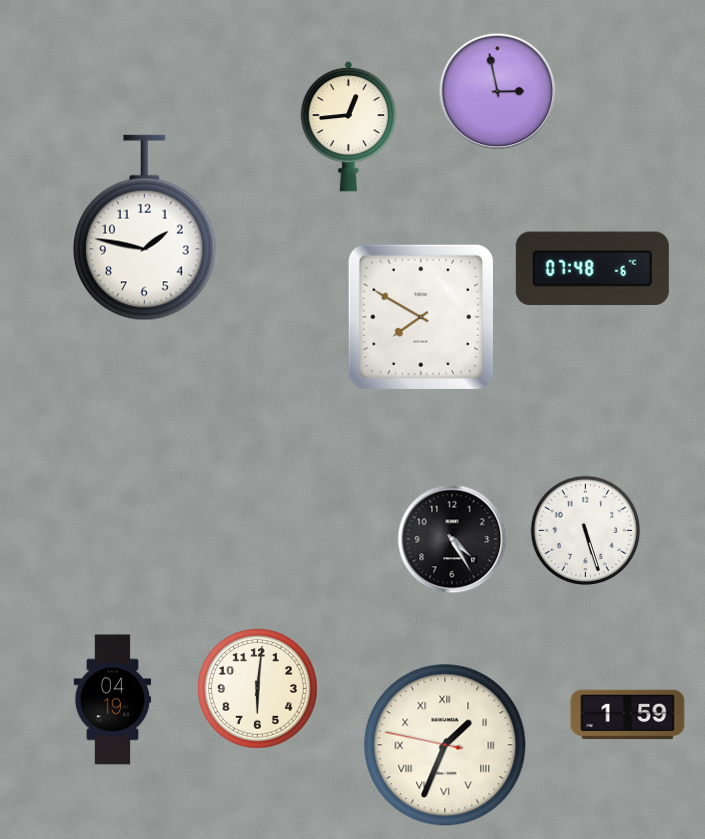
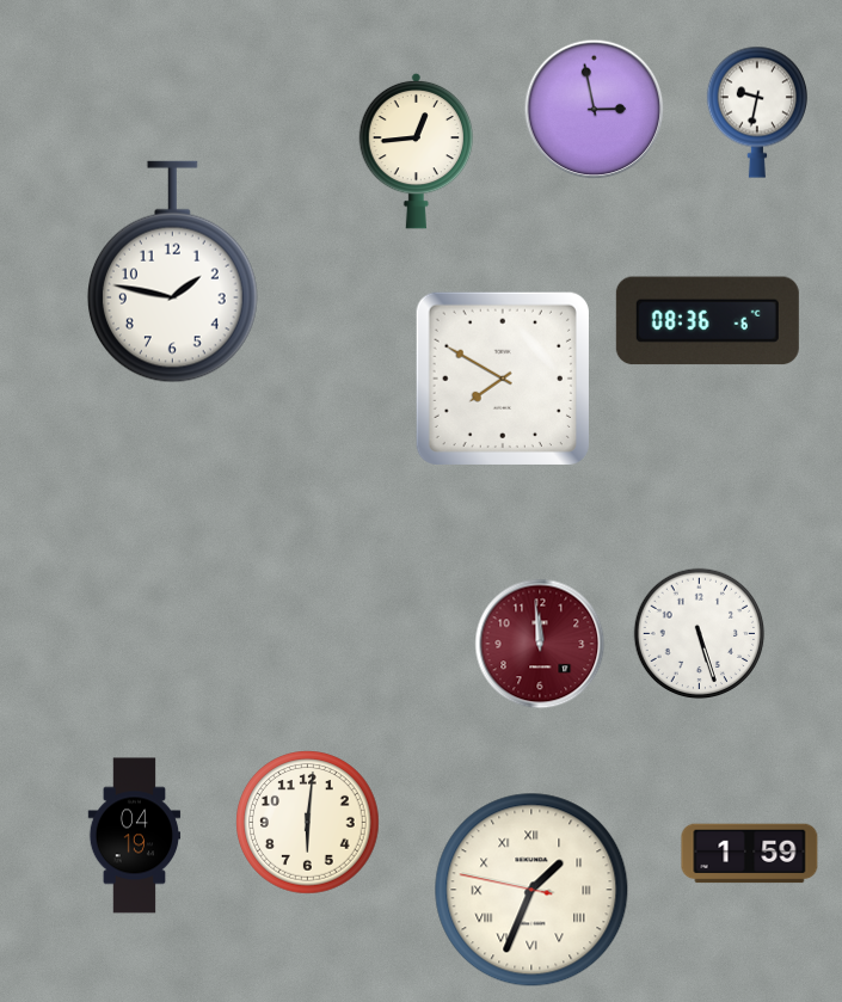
clock at (757, 112): none -> 9:32
clock at (592, 269): 07:48 -> 08:36
clock at (452, 539): 4:25 -> 11:59
clock at (452, 539) dial: black -> burgundy
